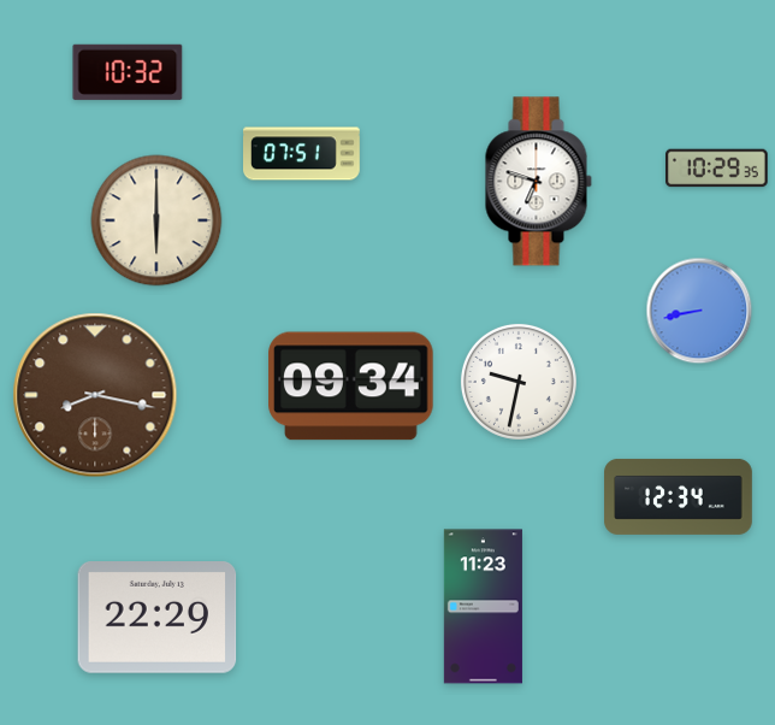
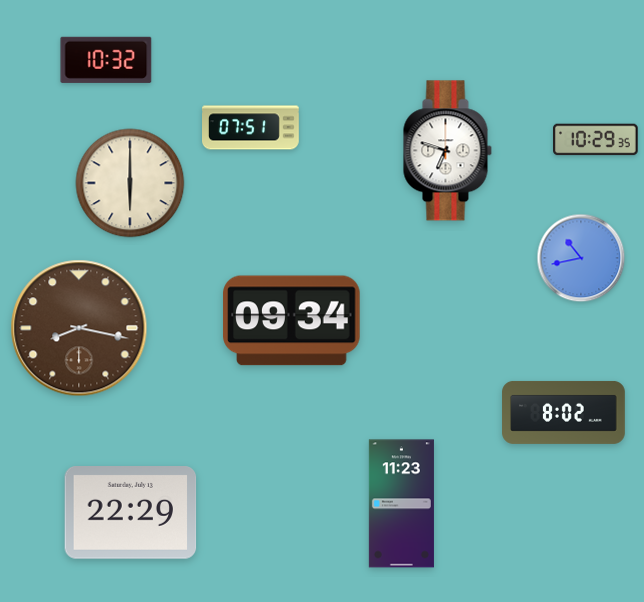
clock at (699, 311): 8:43 -> 10:43
clock at (519, 382): 9:32 -> none
clock at (679, 496): 12:34 -> 8:02
